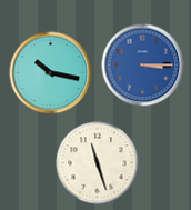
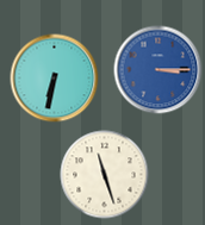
clock at (143, 66) position: (143, 66) -> (159, 70)
clock at (51, 73): 10:17 -> 6:32
